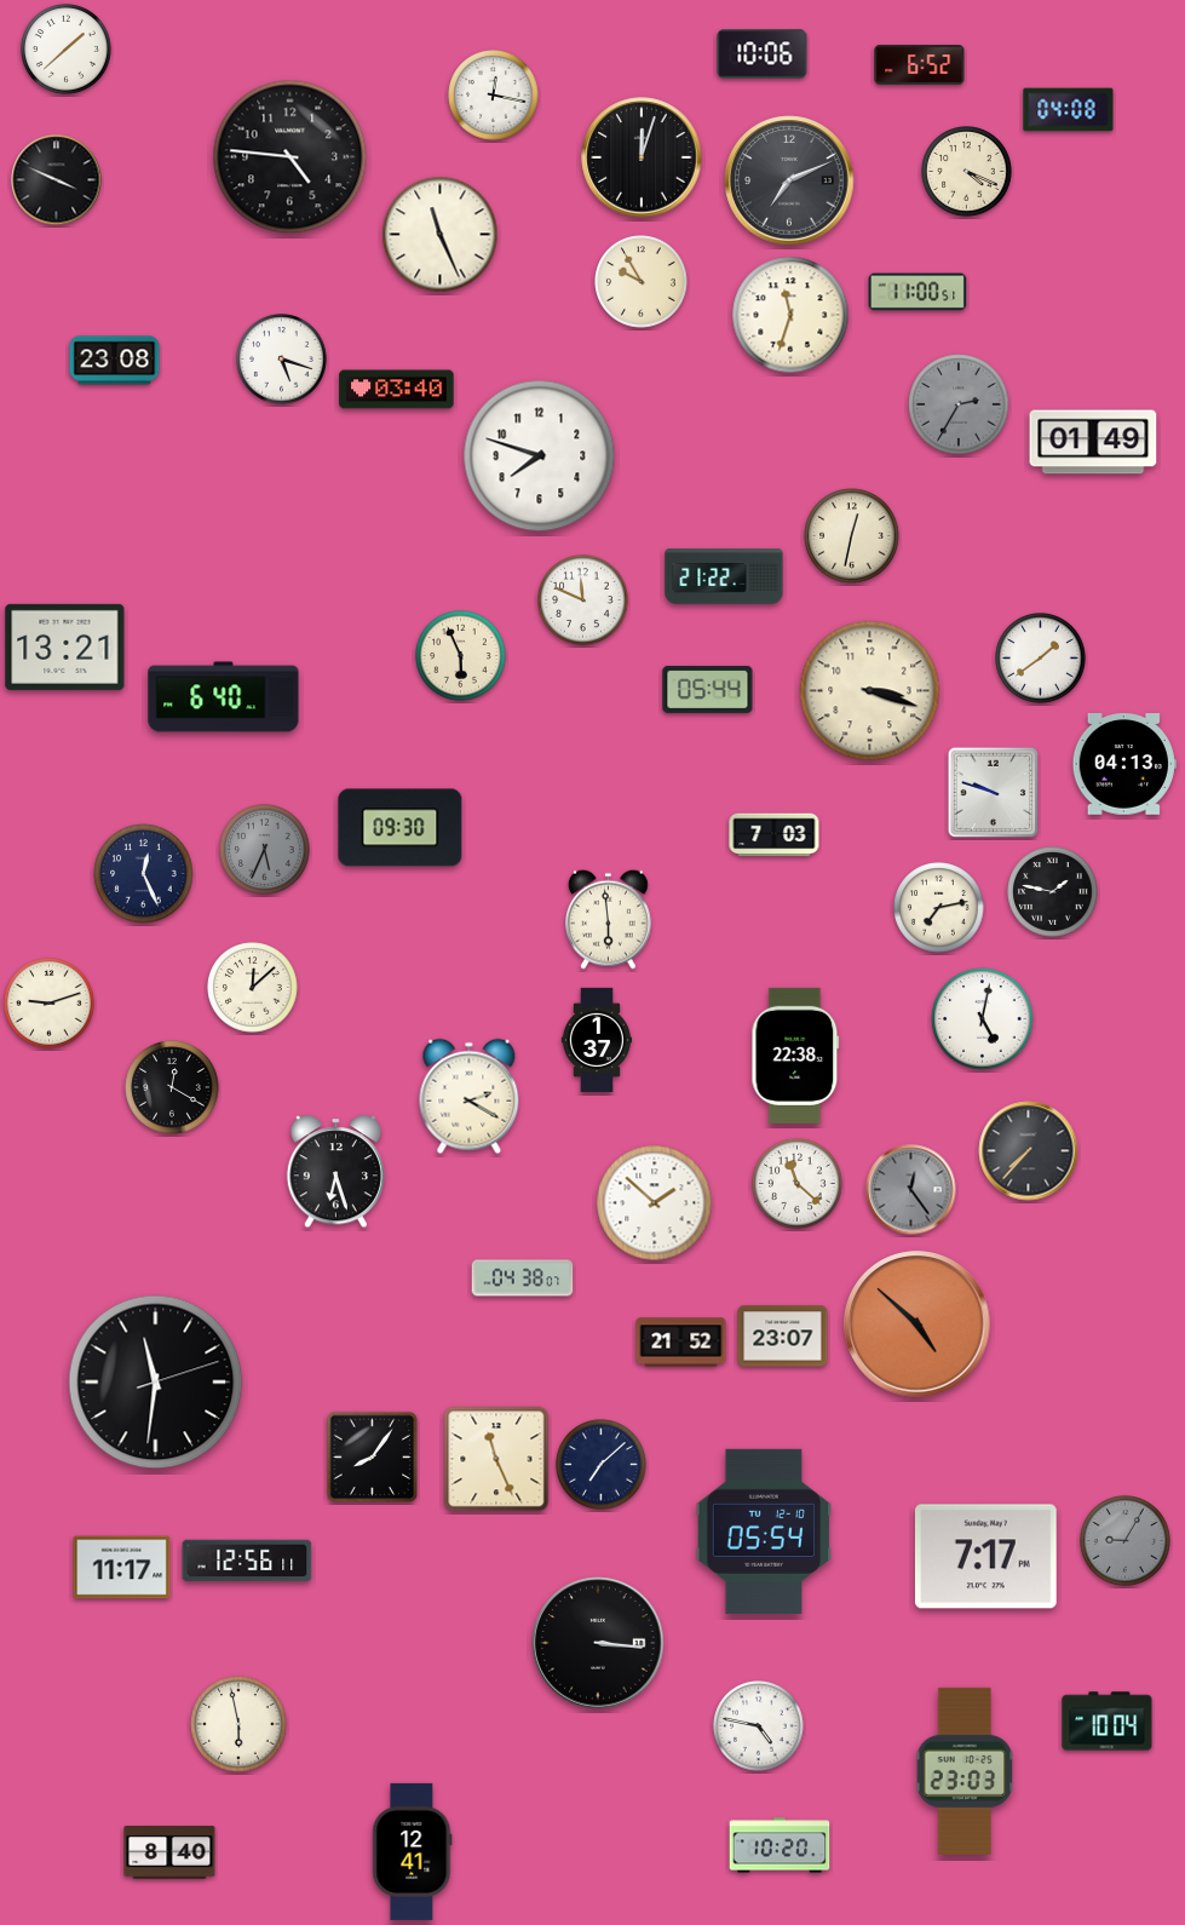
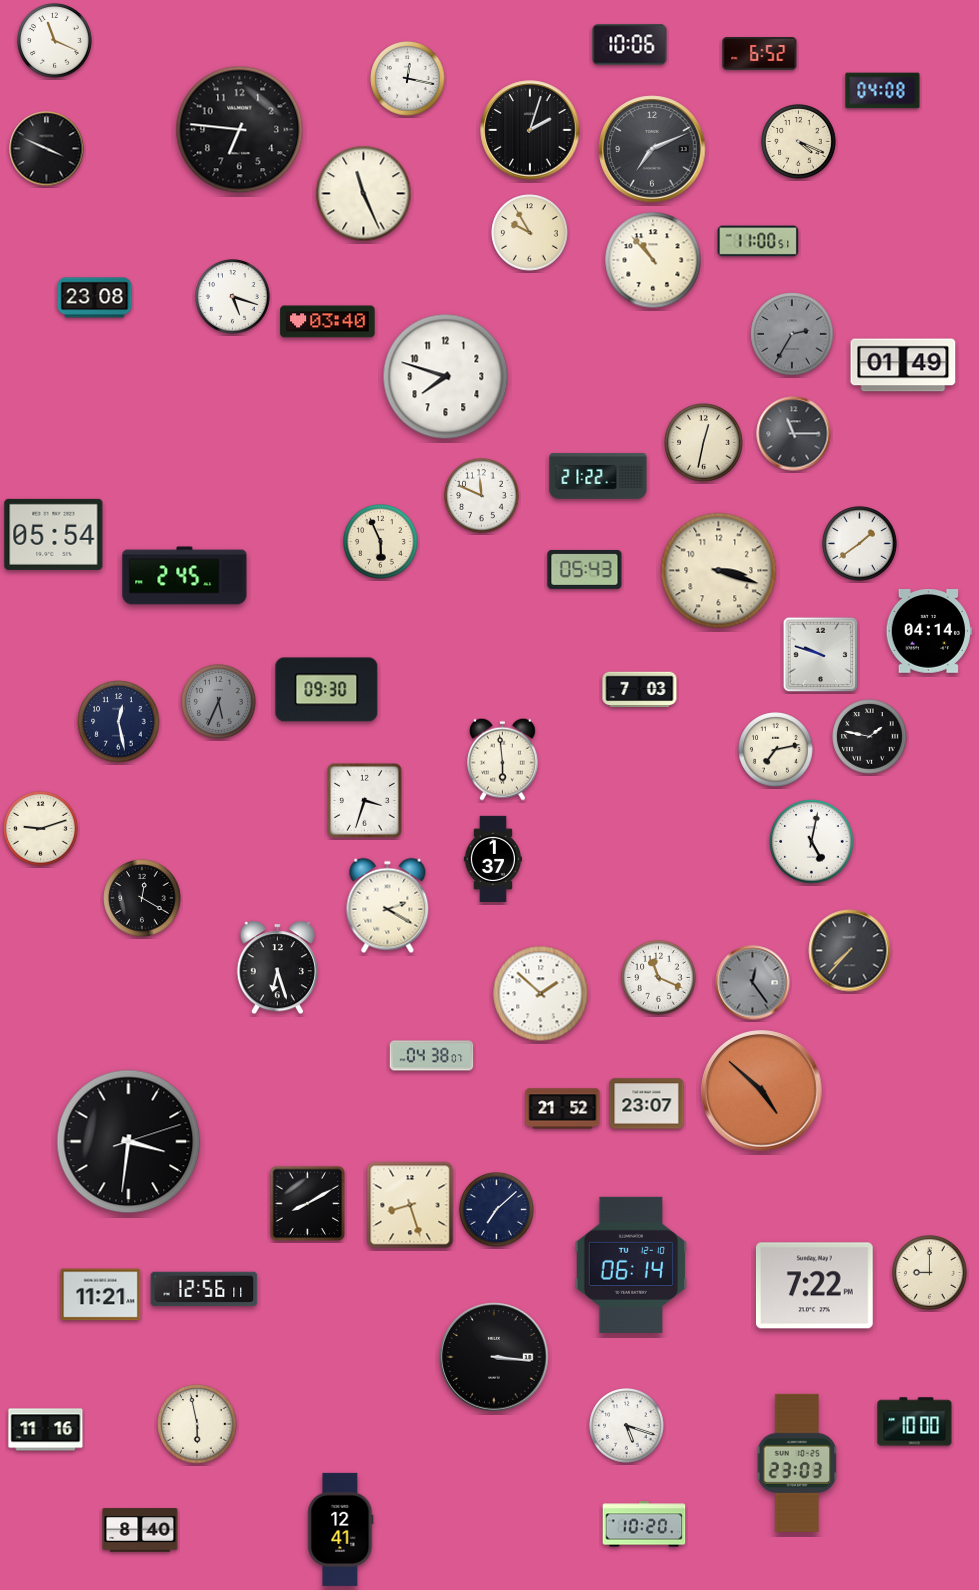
clock at (67, 50): 1:38 -> 11:19
clock at (291, 157): 4:46 -> 6:46
clock at (642, 157): 12:03 -> 2:03
clock at (790, 315): 11:33 -> 10:53
clock at (794, 434): none -> 11:15
clock at (65, 647): 13:21 -> 05:54
clock at (708, 689): 05:44 -> 05:43
clock at (224, 697): 6:40 -> 2:45
clock at (1124, 765): 04:13 -> 04:14
clock at (401, 828) position: (401, 828) -> (327, 690)
clock at (144, 874): 12:26 -> 12:28
clock at (364, 800): none -> 3:33
clock at (253, 988): 12:08 -> none
clock at (795, 1056): 22:38 -> none
clock at (798, 1184): 11:22 -> 11:19
clock at (917, 1324) position: (917, 1324) -> (762, 1091)
clock at (156, 1383): 11:31 -> 3:31
clock at (373, 1458): 8:06 -> 8:10
clock at (496, 1459): 11:26 -> 8:27
clock at (764, 1532): 05:54 -> 06:14
clock at (1126, 1541): 9:05 -> 9:00
clock at (1126, 1541) dial: grey -> cream
clock at (985, 1557): 7:17 -> 7:22
clock at (122, 1568): 11:17 -> 11:21
clock at (1108, 1722): 10:04 -> 10:00
clock at (759, 1726): 4:47 -> 5:18
clock at (46, 1430): none -> 11:16
